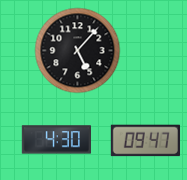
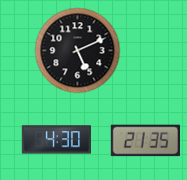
clock at (78, 51): 5:07 -> 5:11
clock at (145, 141): 09:47 -> 21:35
